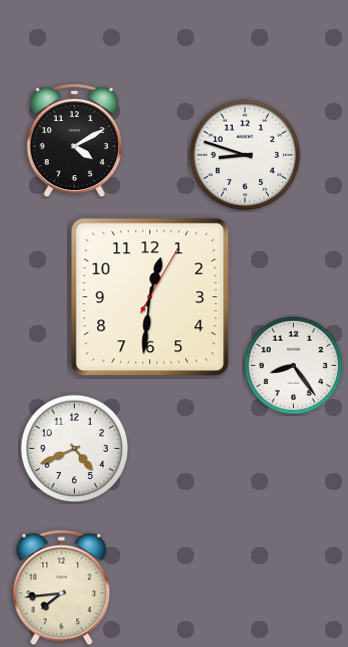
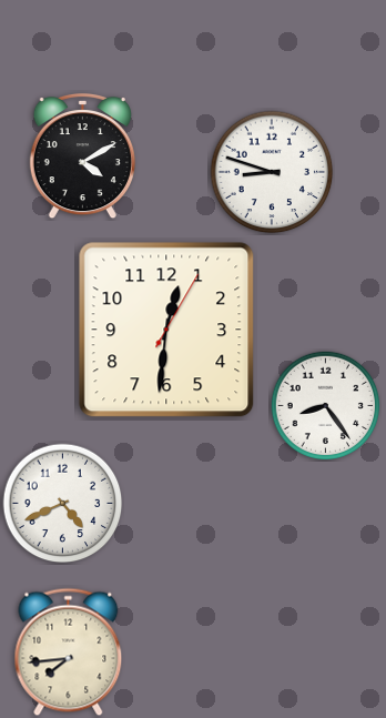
clock at (75, 449) position: (75, 449) -> (63, 504)
